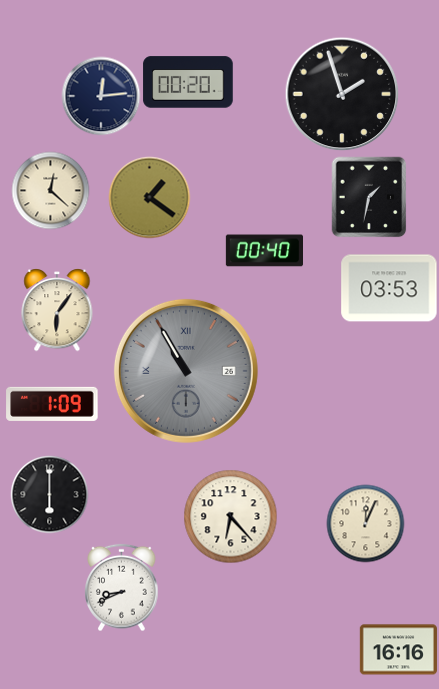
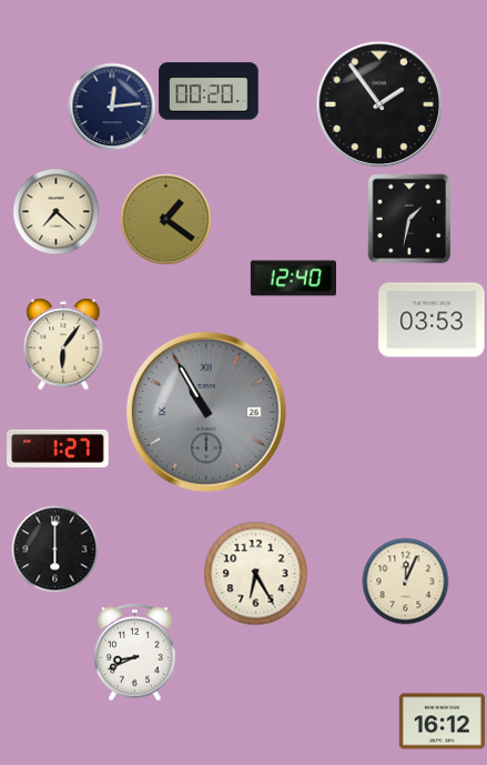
clock at (342, 94): 1:57 -> 1:54
clock at (50, 190): 12:22 -> 7:22
clock at (264, 251): 00:40 -> 12:40
clock at (52, 404): 1:09 -> 1:27
clock at (230, 516): 6:23 -> 6:25
clock at (398, 650): 16:16 -> 16:12
